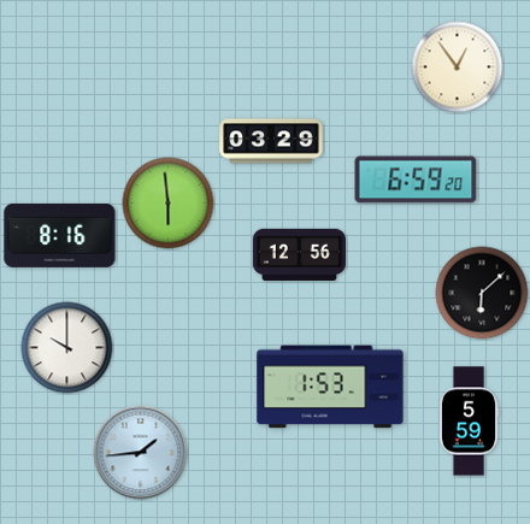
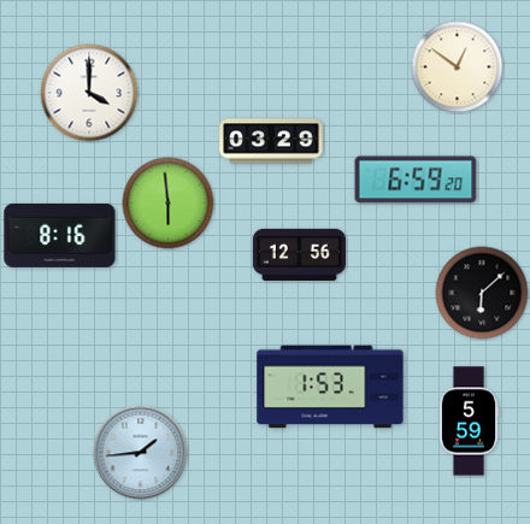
clock at (458, 67): 12:54 -> 12:51
clock at (89, 93): none -> 4:00
clock at (67, 348): 10:00 -> none
